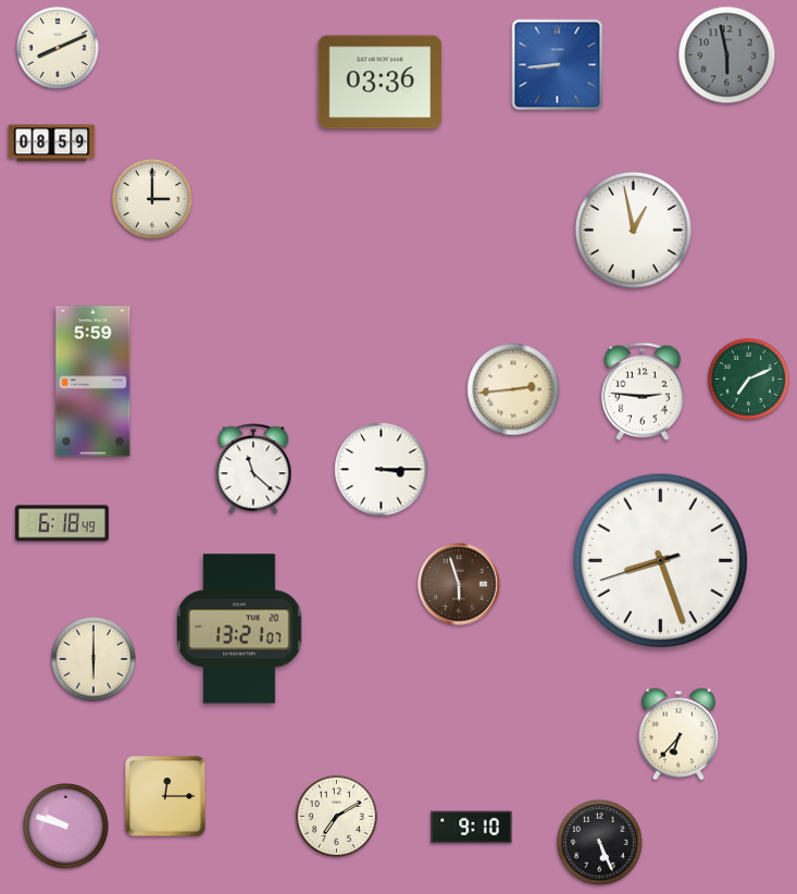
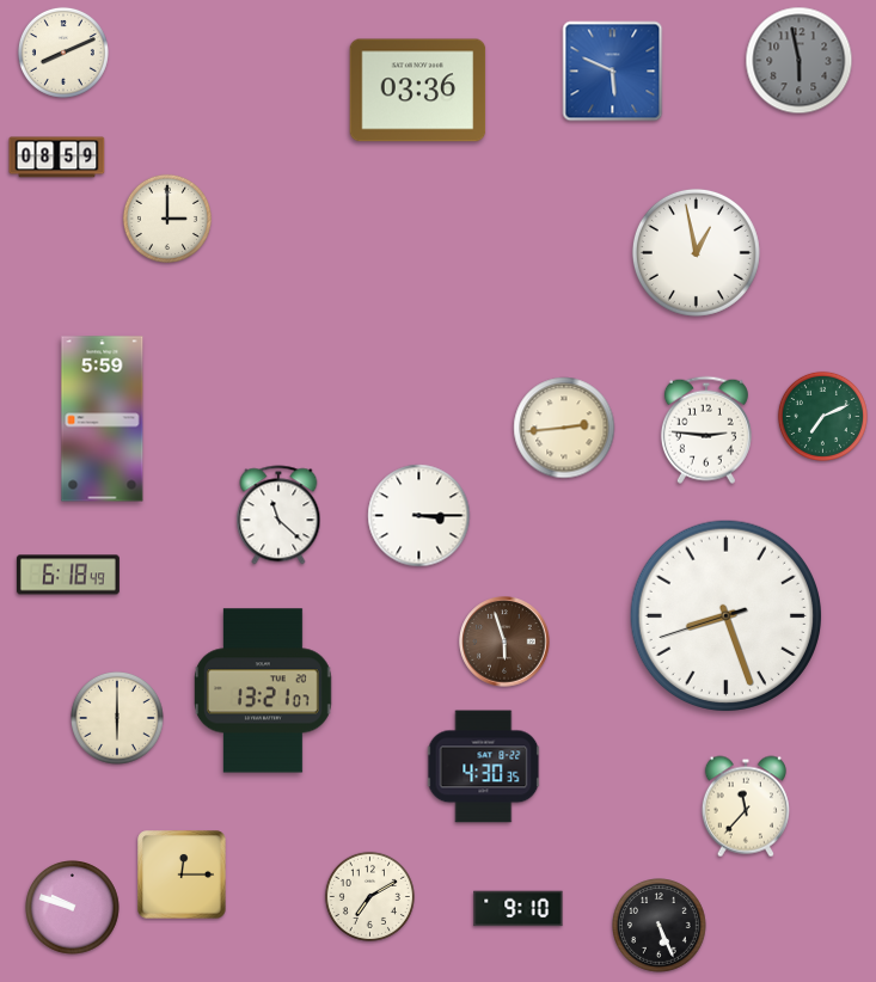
clock at (558, 65): 8:44 -> 5:49
clock at (95, 660) position: (95, 660) -> (118, 719)
clock at (484, 767): none -> 4:30
clock at (678, 734): 6:37 -> 11:37
